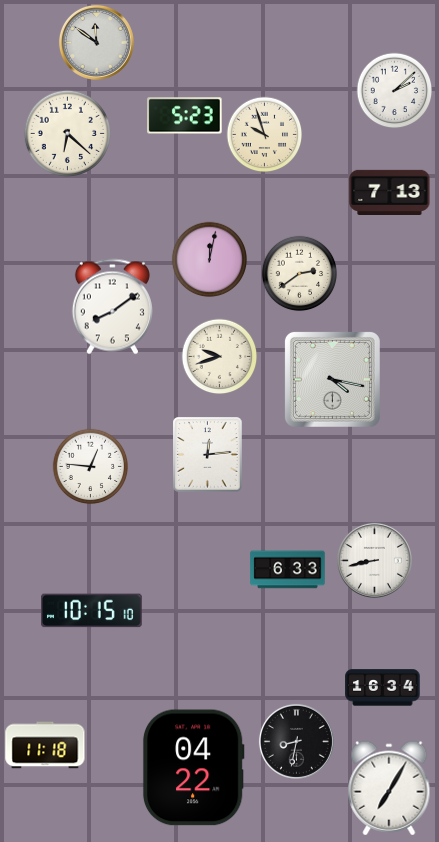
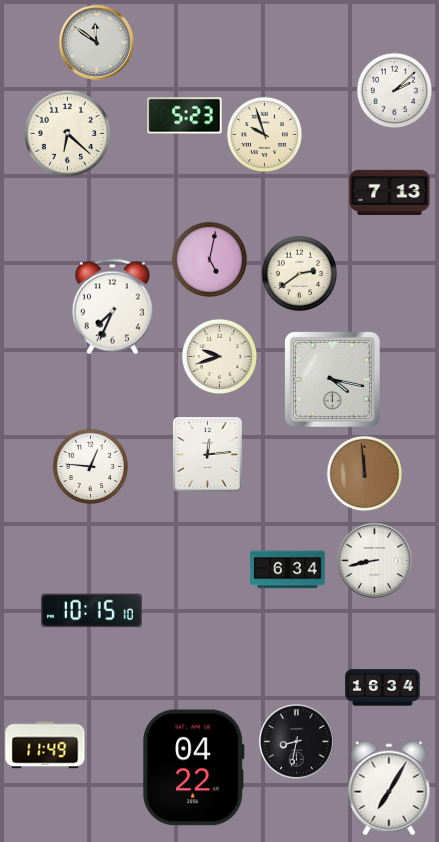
clock at (210, 260): 12:02 -> 5:02
clock at (112, 307): 8:09 -> 7:34
clock at (365, 474): none -> 11:59
clock at (288, 570): 6:33 -> 6:34
clock at (45, 745): 11:18 -> 11:49
